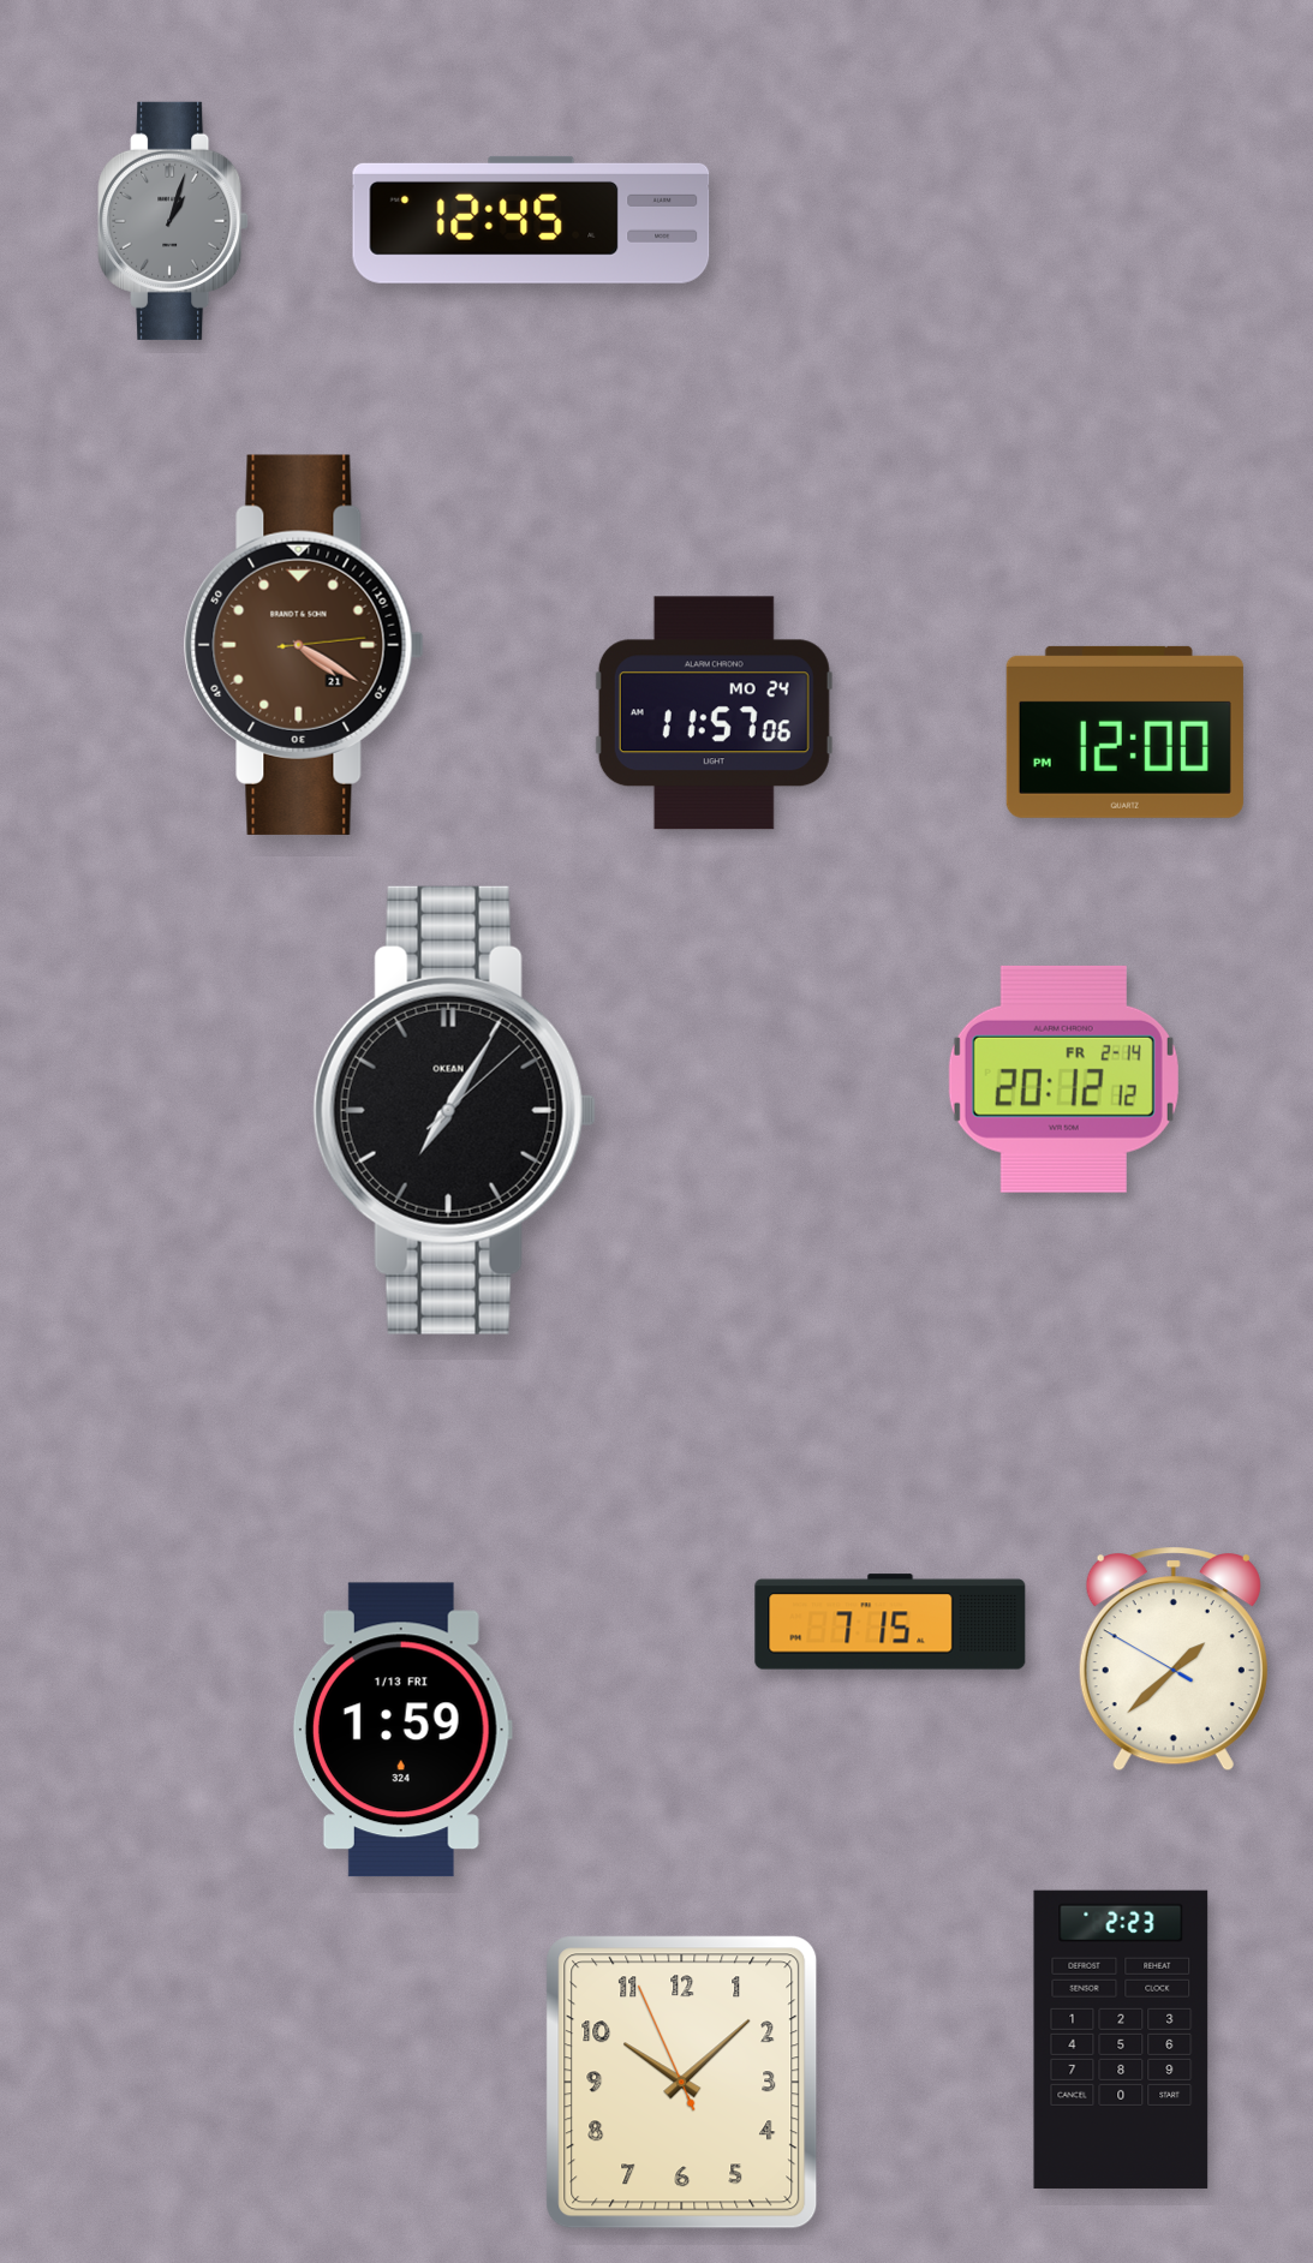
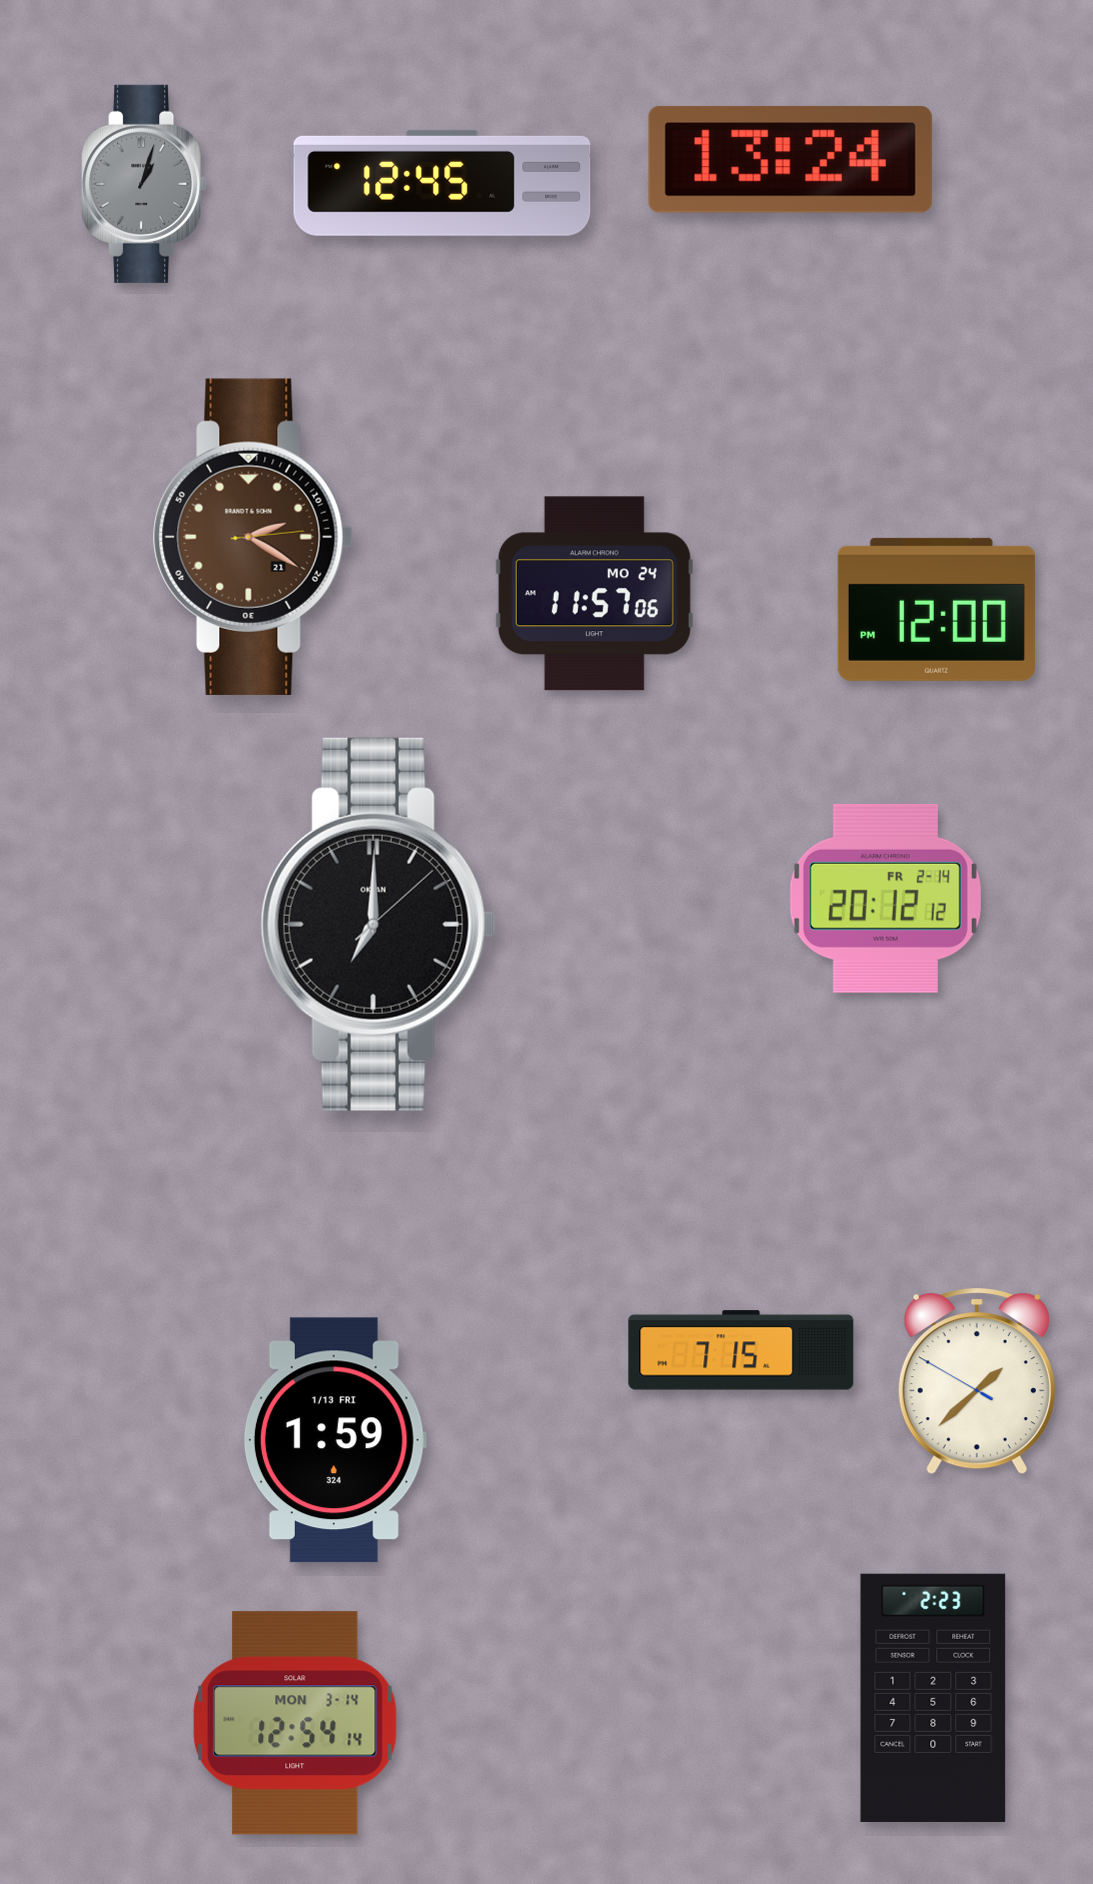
clock at (790, 159): none -> 13:24
clock at (304, 645): 4:20 -> 2:20
clock at (454, 1110): 7:05 -> 7:00
clock at (295, 1723): none -> 12:54
clock at (682, 2083): 10:07 -> none
